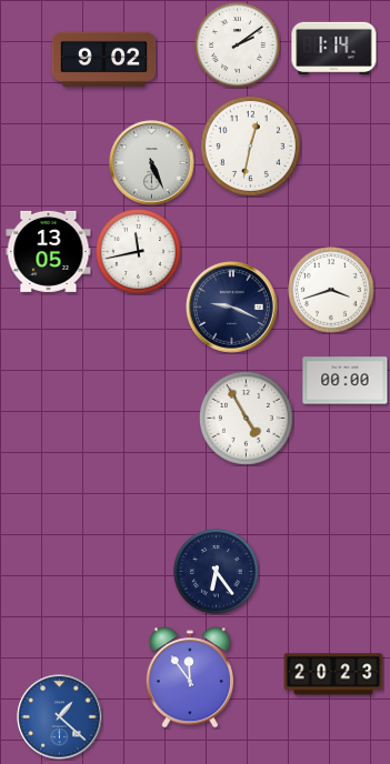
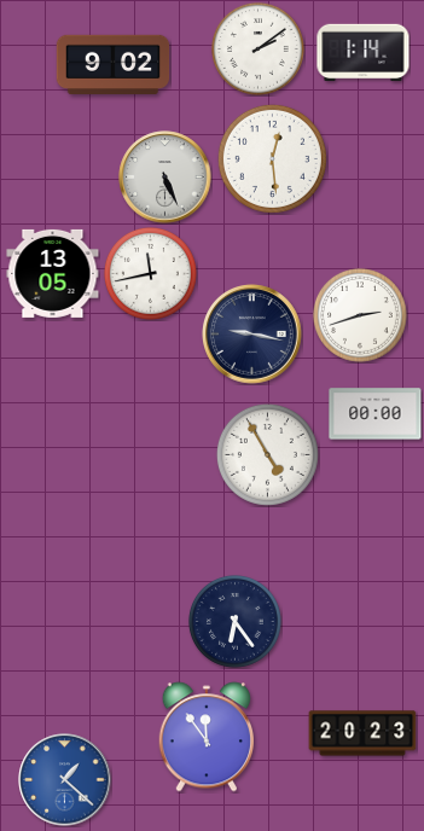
clock at (250, 145): 12:32 -> 12:29
clock at (331, 290): 3:42 -> 2:42
clock at (232, 308): 9:19 -> 9:17
